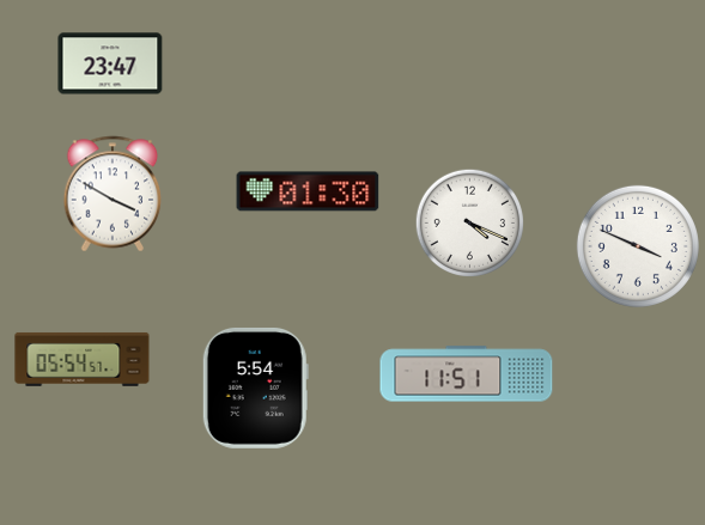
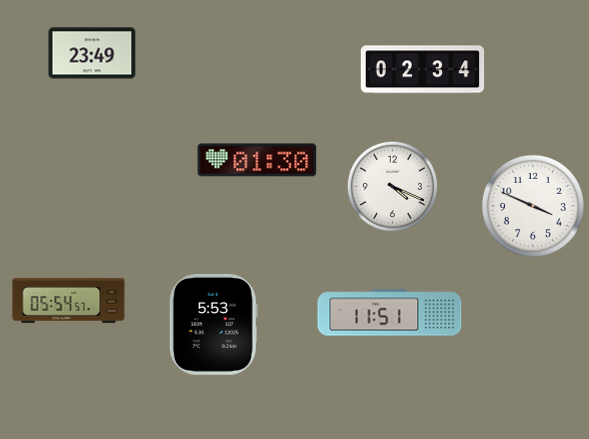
clock at (110, 63): 23:47 -> 23:49
clock at (423, 70): none -> 02:34
clock at (113, 194): 3:50 -> none
clock at (255, 387): 5:54 -> 5:53
